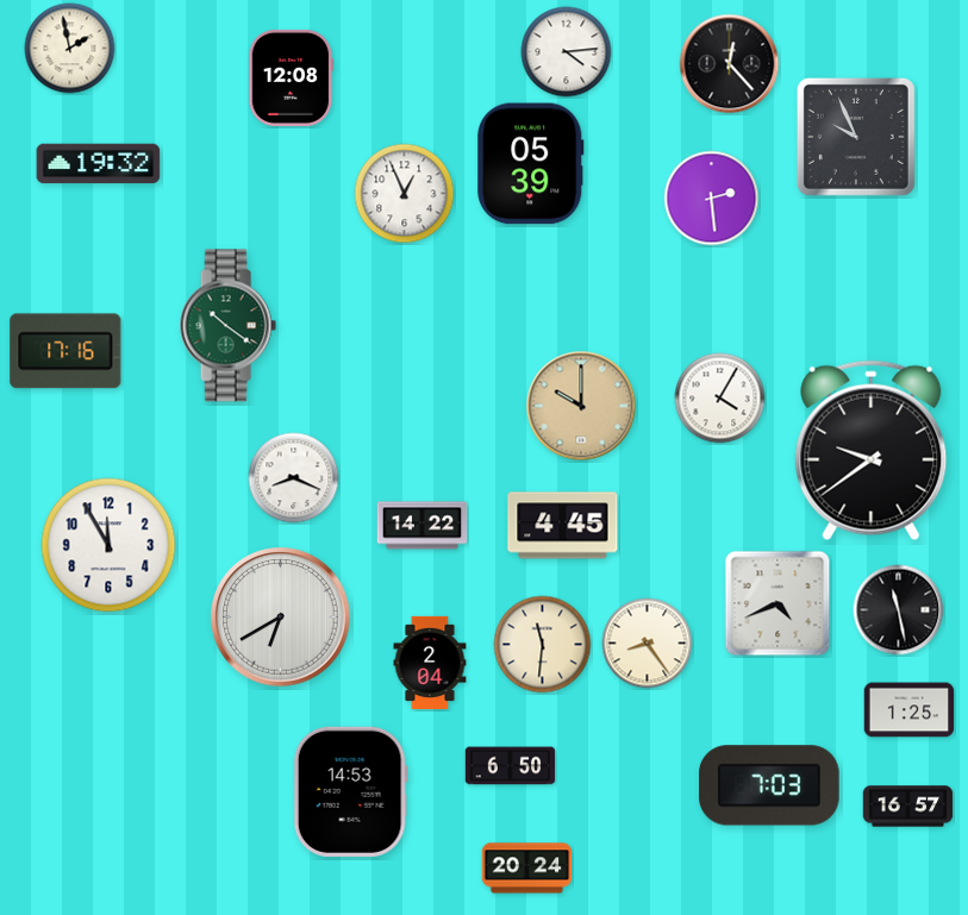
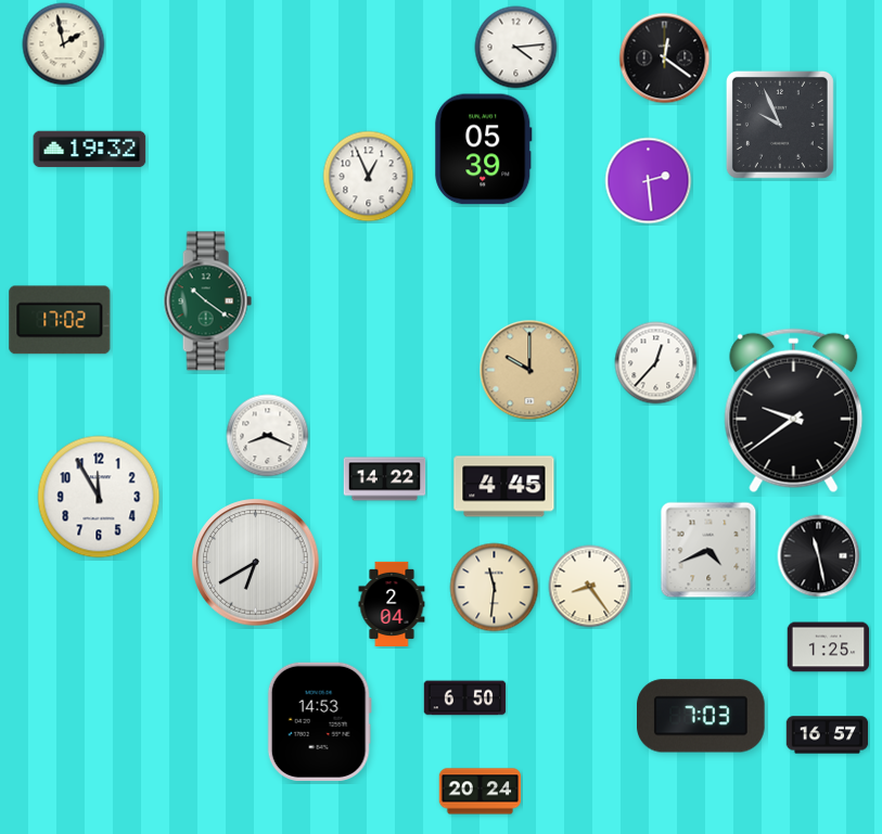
clock at (730, 64): 12:23 -> 12:21
clock at (292, 77): 12:08 -> none
clock at (227, 326) position: (227, 326) -> (207, 301)
clock at (65, 351): 17:16 -> 17:02
clock at (720, 399): 4:05 -> 12:37
clock at (563, 526) position: (563, 526) -> (504, 487)
